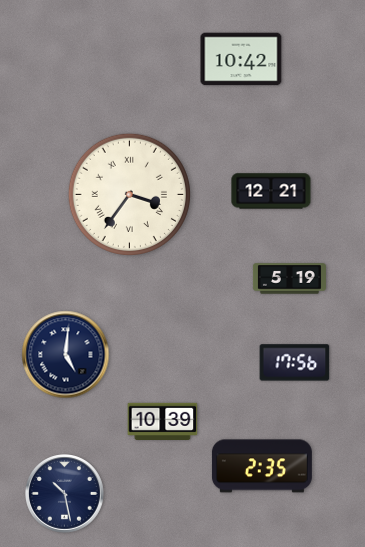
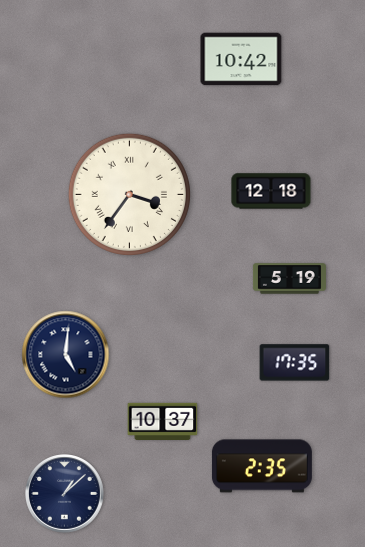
clock at (271, 191): 12:21 -> 12:18
clock at (295, 363): 17:56 -> 17:35
clock at (163, 421): 10:39 -> 10:37
clock at (65, 494): 10:28 -> 1:08
